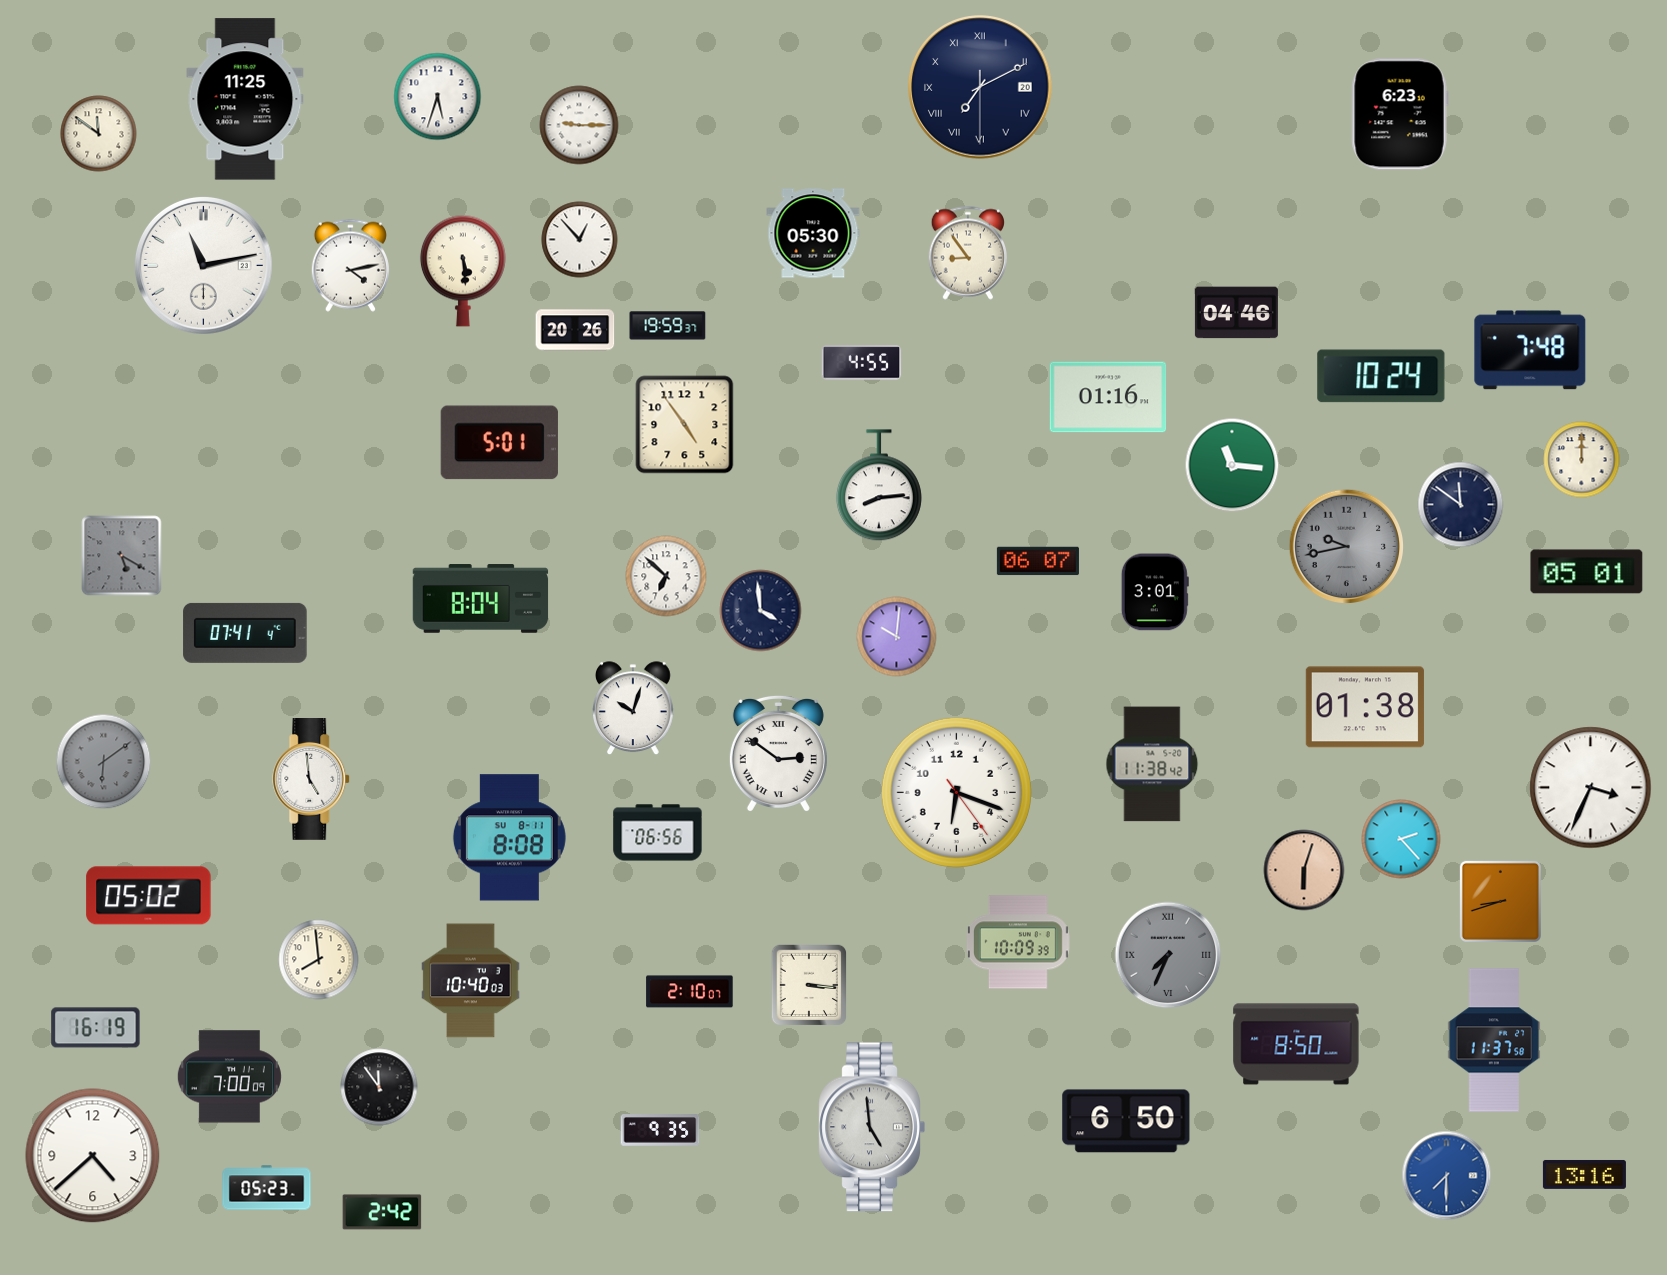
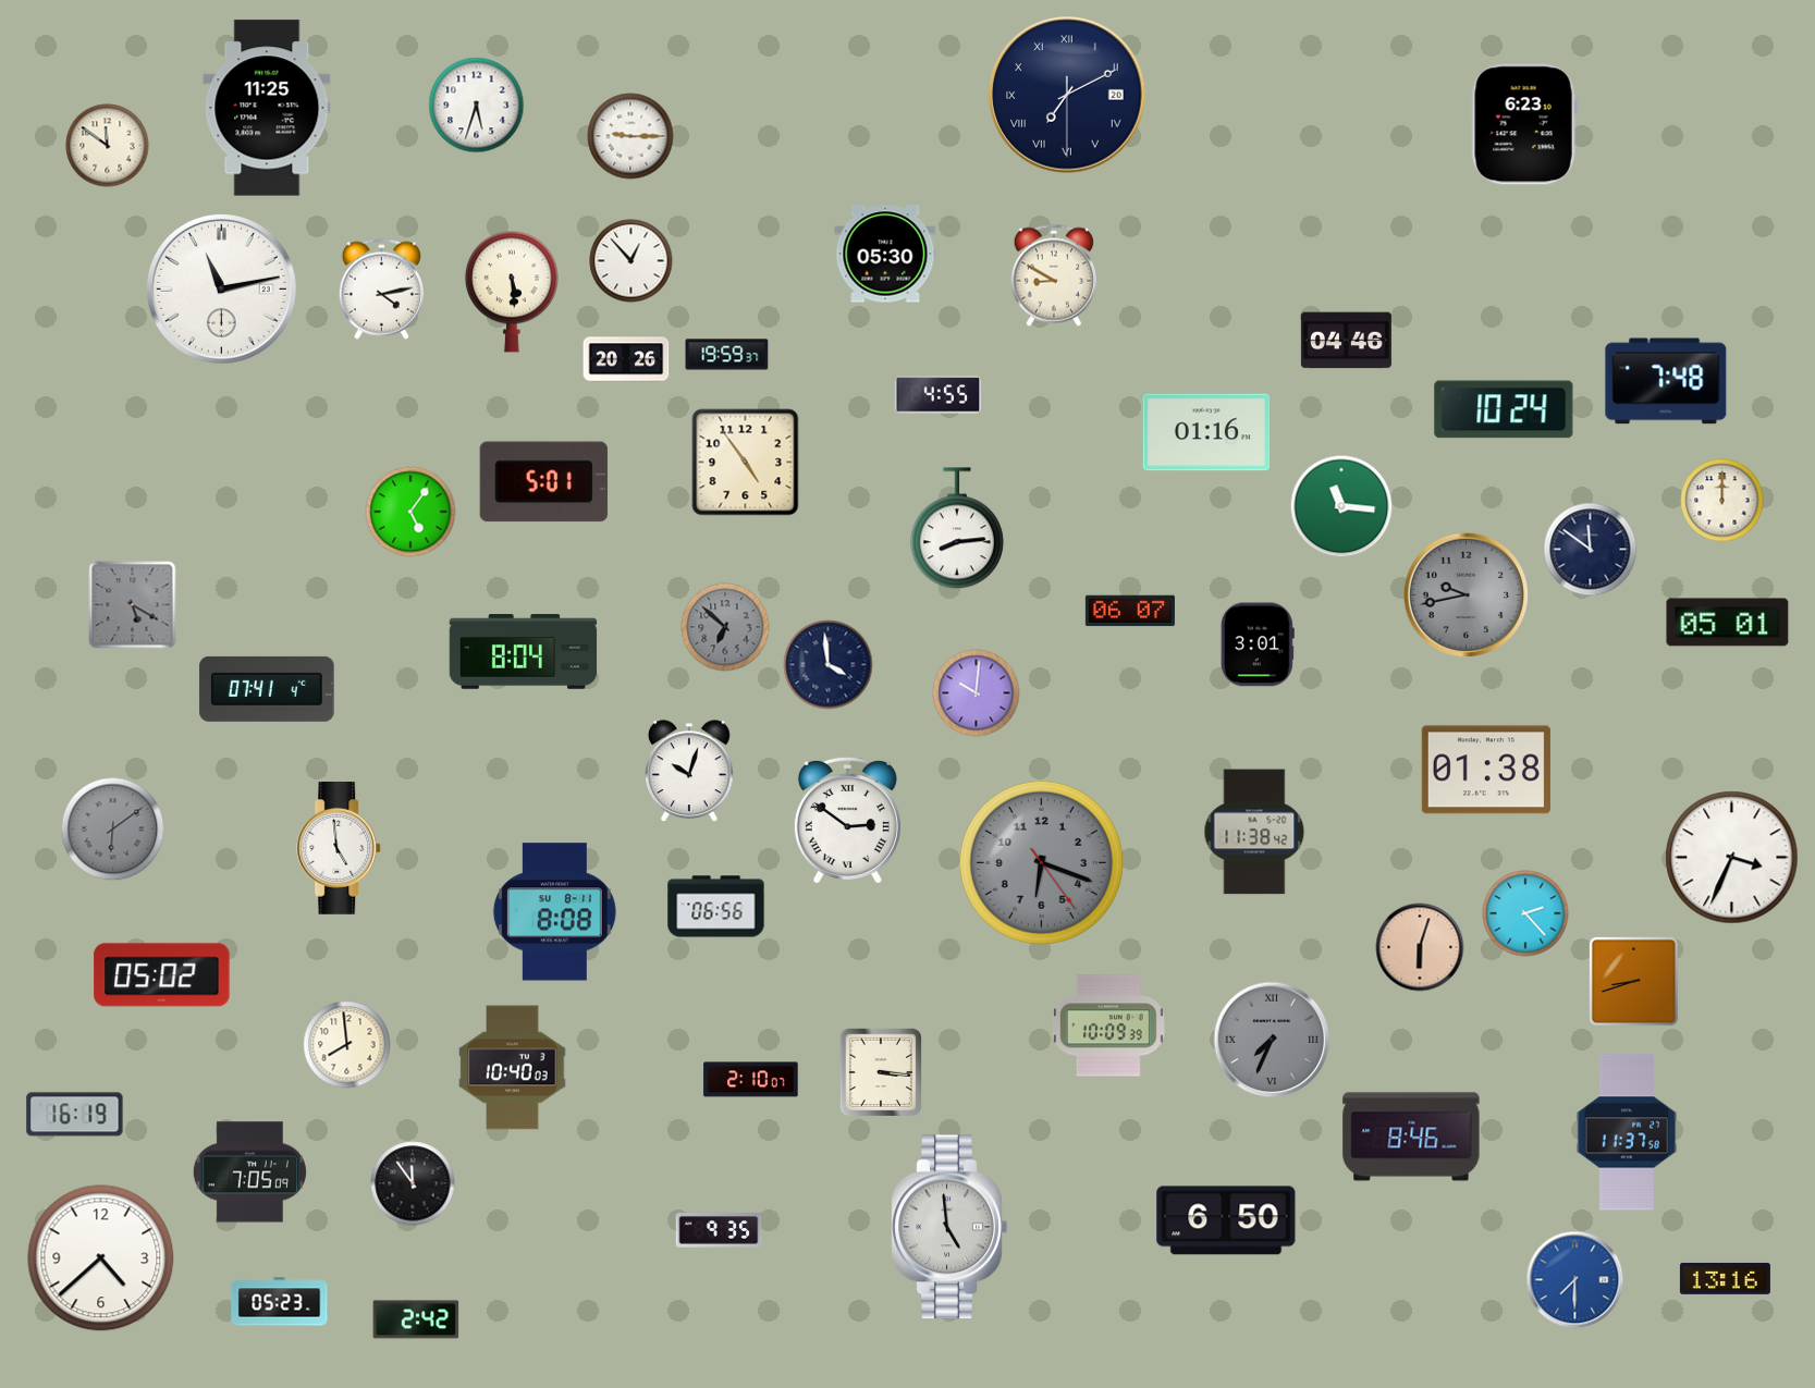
clock at (967, 253): 8:54 -> 8:50
clock at (463, 271) position: (463, 271) -> (512, 292)
clock at (410, 512): none -> 5:06
clock at (666, 576) dial: white -> grey
clock at (956, 792) dial: white -> grey
clock at (96, 1028) position: (96, 1028) -> (75, 1115)
clock at (1296, 1044): 8:50 -> 8:46
clock at (229, 1077): 7:00 -> 7:05
clock at (267, 1188) position: (267, 1188) -> (280, 1302)
